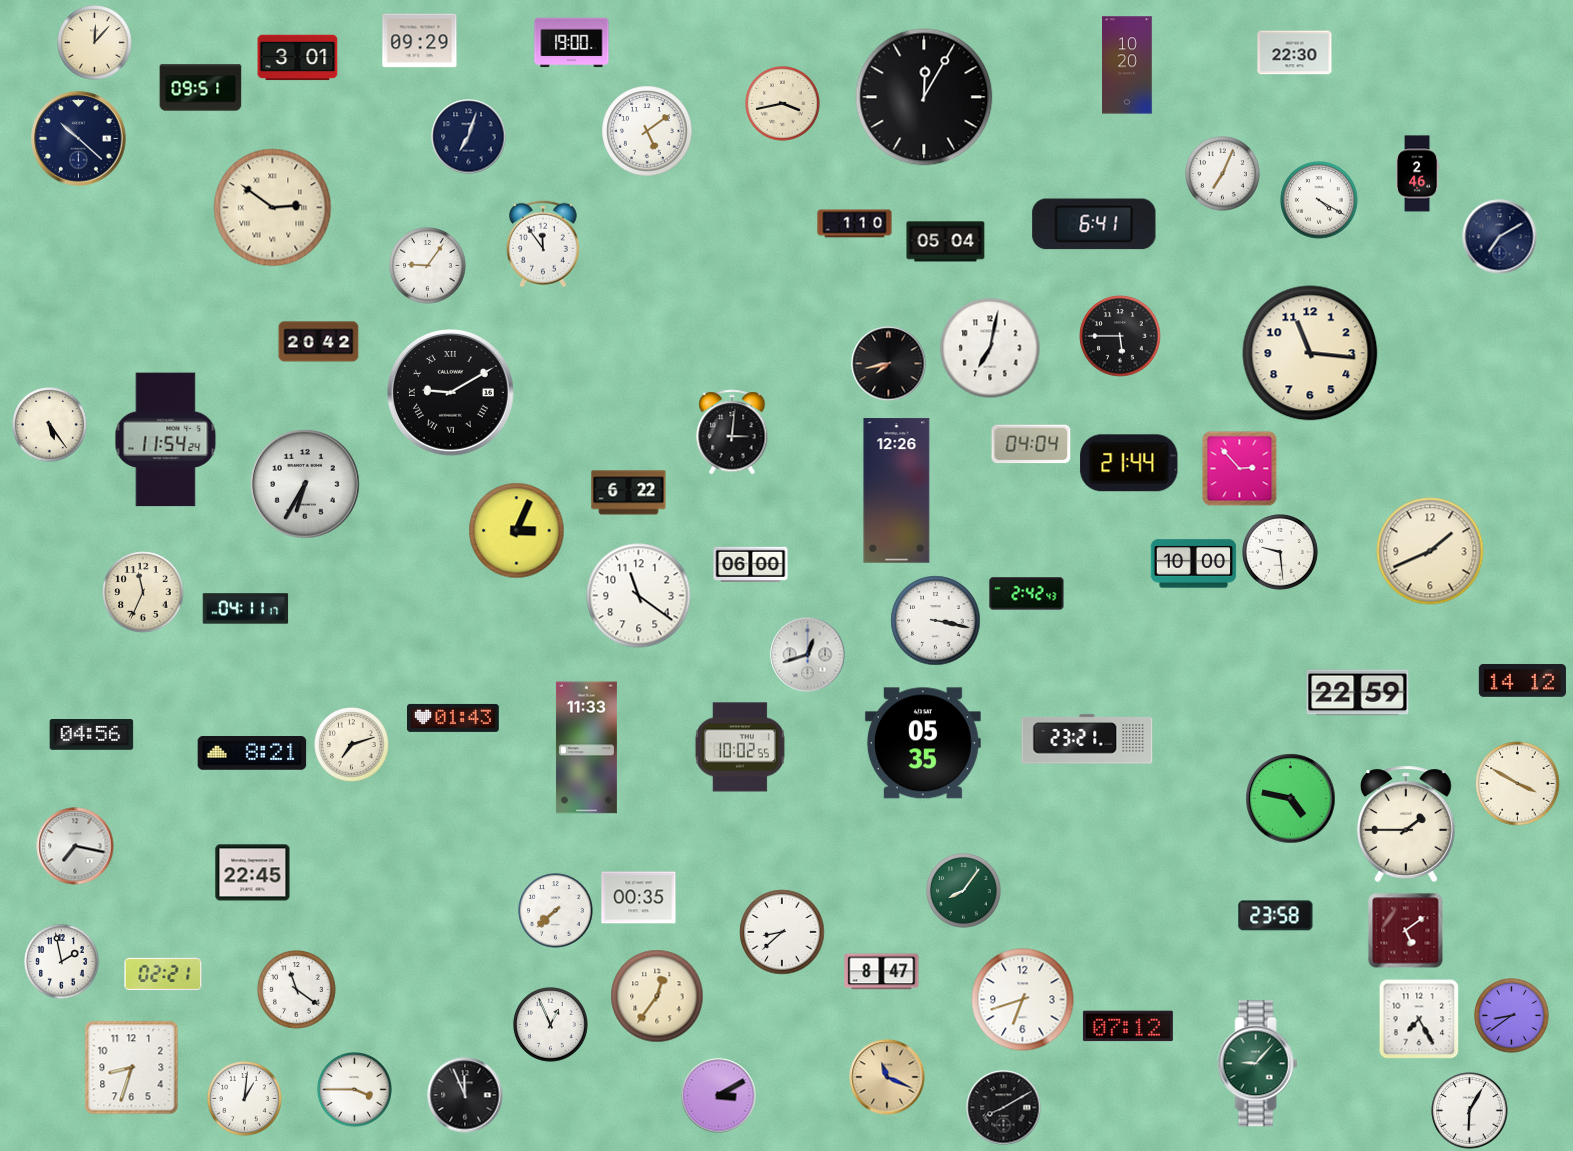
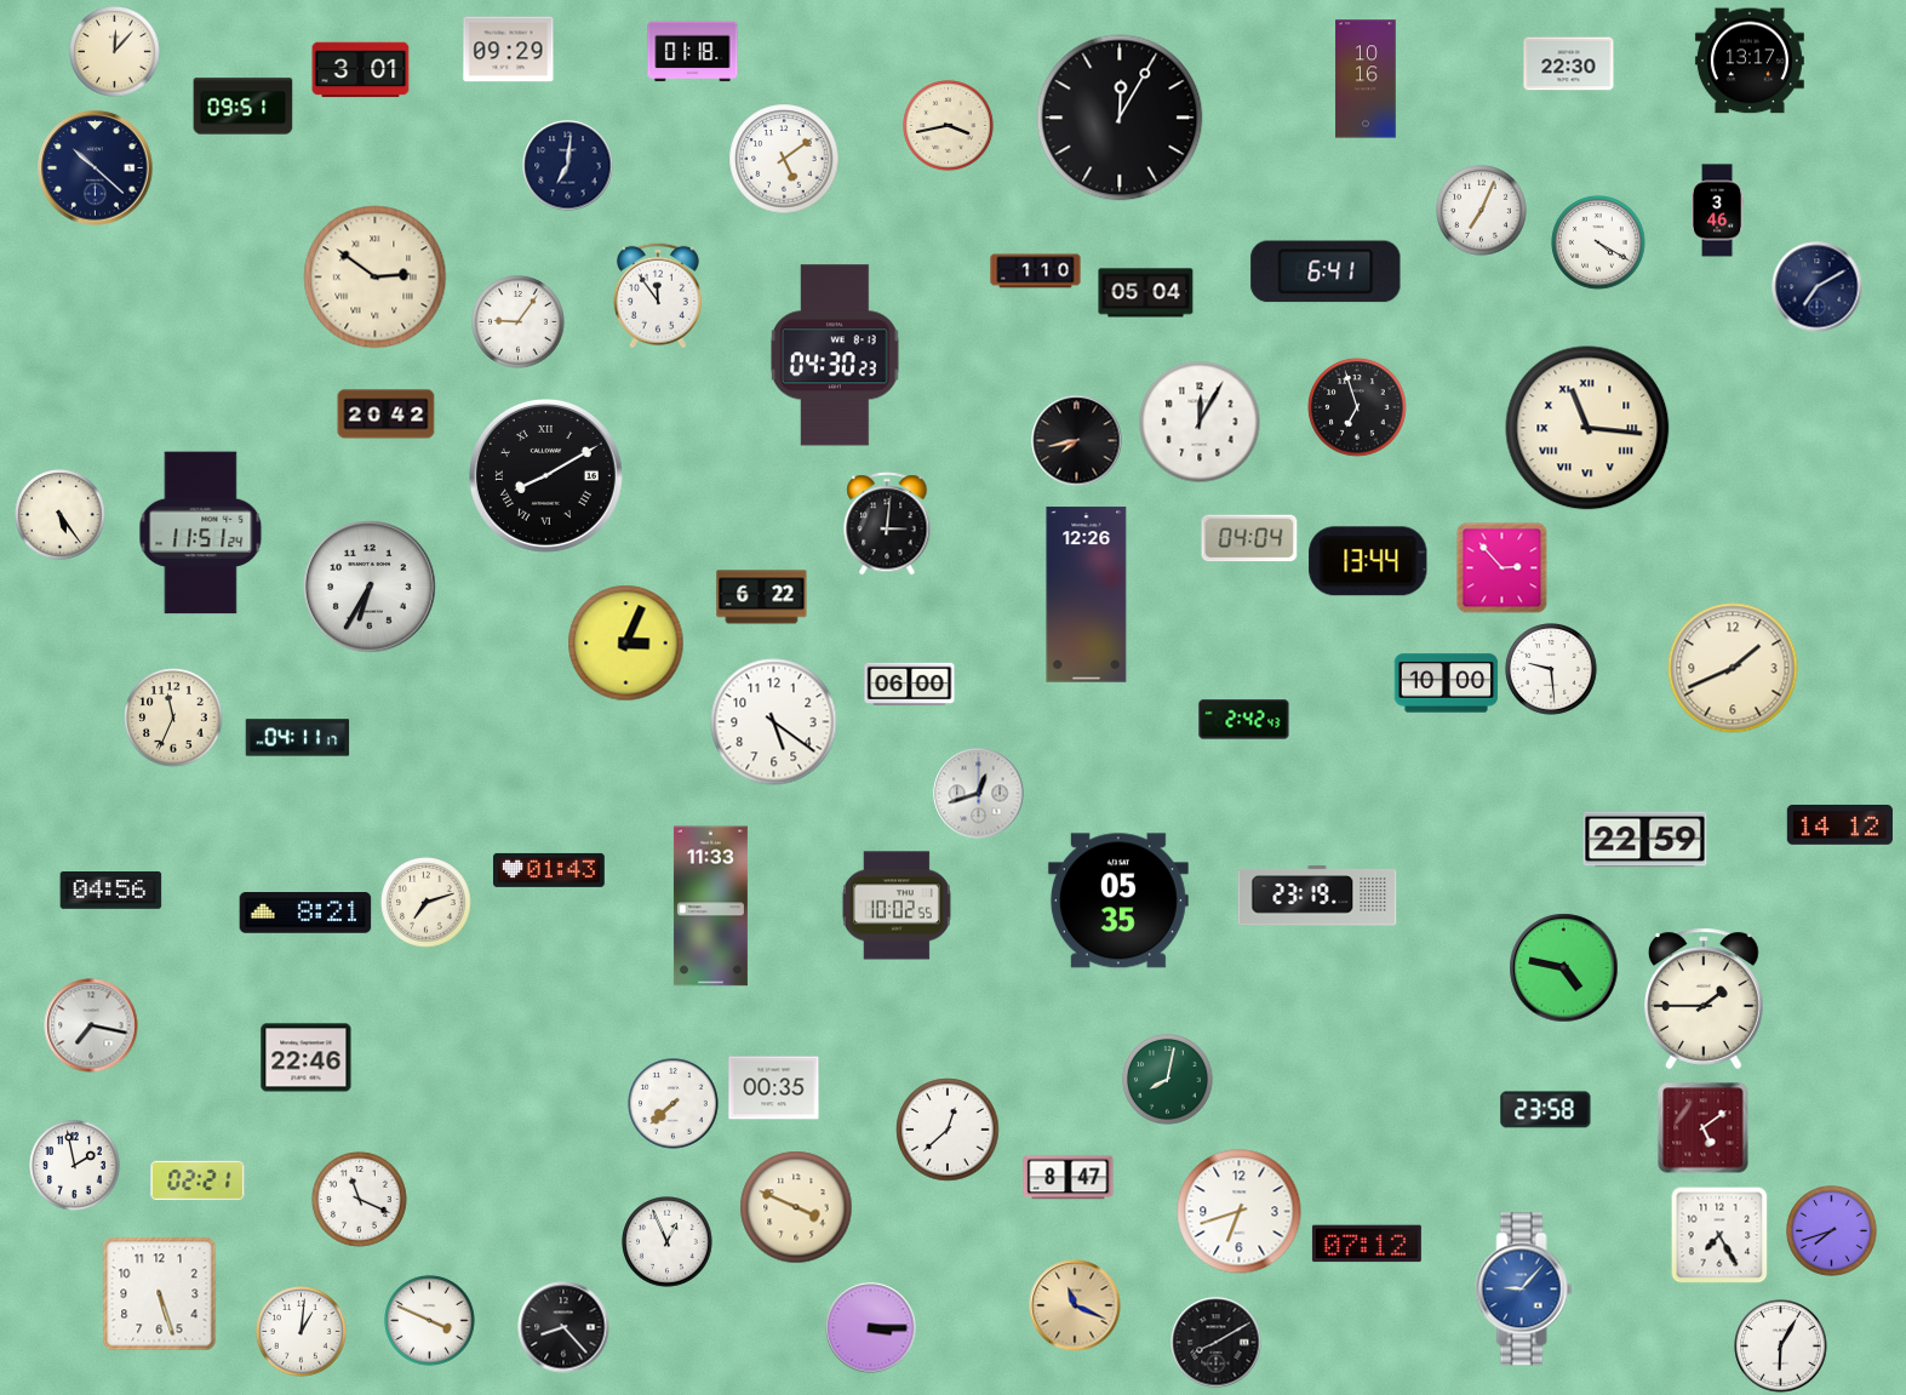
clock at (572, 43): 19:00 -> 01:18
clock at (1750, 61): none -> 13:17
clock at (1127, 65): 10:20 -> 10:16
clock at (469, 137): 7:03 -> 7:01
clock at (1417, 174): 2:46 -> 3:46
clock at (273, 208) position: (273, 208) -> (376, 278)
clock at (836, 355): none -> 04:30
clock at (1120, 336): 5:45 -> 6:57
clock at (990, 348): 7:02 -> 12:05
clock at (1310, 353) numerals: Arabic -> Roman
clock at (450, 392): 9:10 -> 8:10
clock at (166, 440): 11:54 -> 11:51
clock at (1129, 463): 21:44 -> 13:44
clock at (639, 596): 11:21 -> 5:21
clock at (936, 621): 3:17 -> none
clock at (1522, 680) position: (1522, 680) -> (1839, 824)
clock at (1087, 739): 23:21 -> 23:19
clock at (1518, 784): 3:50 -> none
clock at (253, 873): 22:45 -> 22:46
clock at (964, 891): 8:06 -> 8:02
clock at (782, 932): 8:38 -> 12:38
clock at (297, 990): 11:21 -> 11:19
clock at (657, 996): 12:36 -> 3:49
clock at (1512, 1016): 8:39 -> 7:42
clock at (1258, 1064) dial: green -> blue
clock at (132, 1068): 8:33 -> 5:27
clock at (355, 1090): 3:45 -> 3:49
clock at (465, 1095): 11:56 -> 8:23
clock at (719, 1096): 3:10 -> 3:15
clock at (245, 1099) position: (245, 1099) -> (302, 1332)
